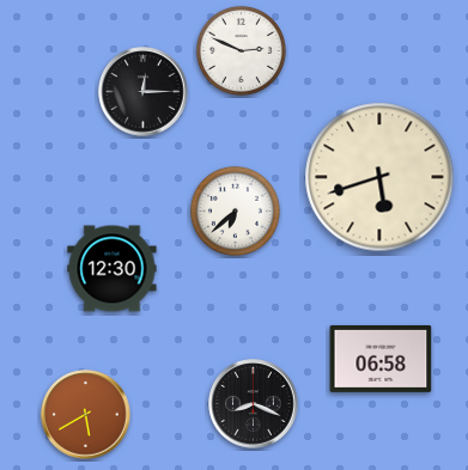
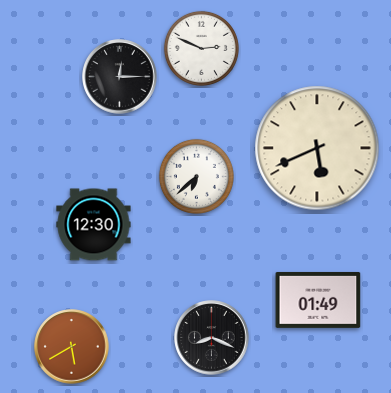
clock at (241, 50) position: (241, 50) -> (201, 48)
clock at (379, 177): 5:42 -> 5:41
clock at (381, 359): 06:58 -> 01:49
